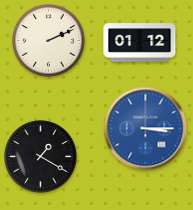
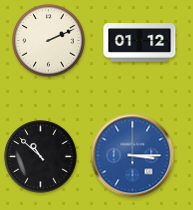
clock at (146, 129) position: (146, 129) -> (133, 156)
clock at (41, 157): 1:20 -> 10:52
